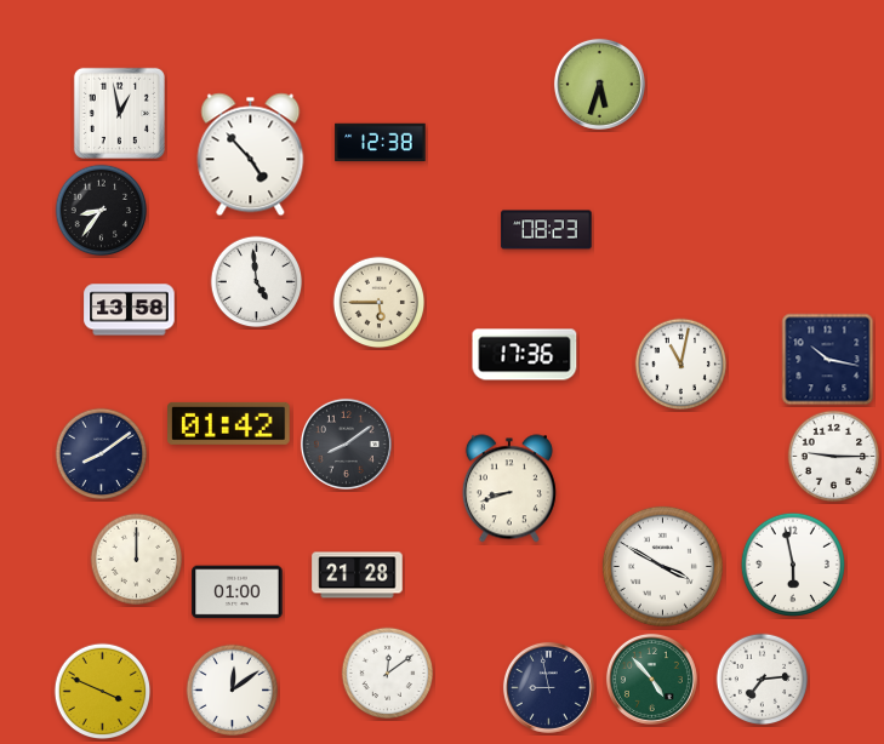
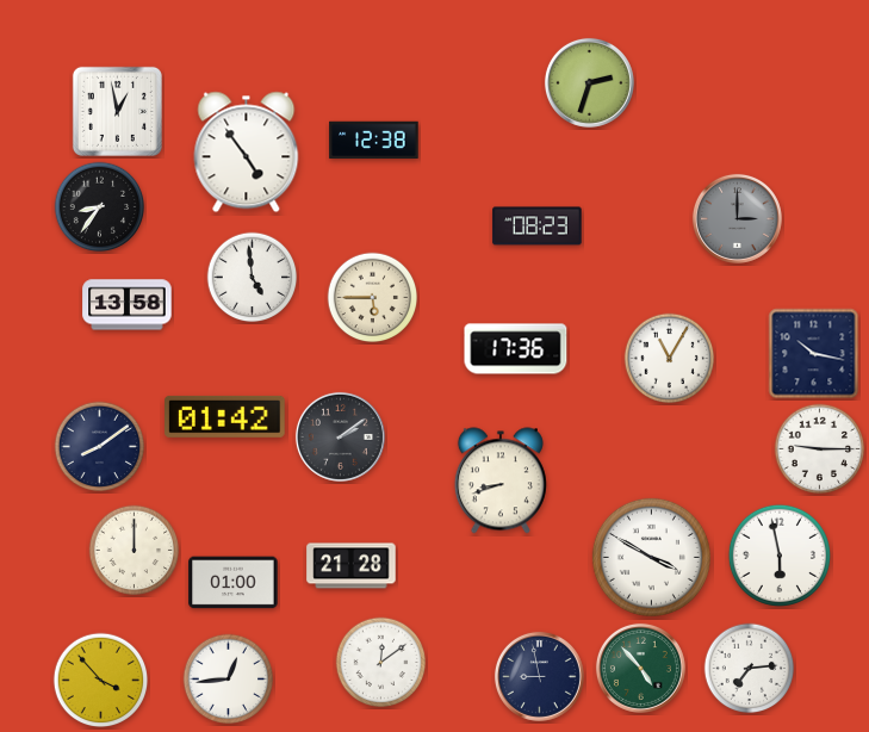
clock at (599, 84): 5:33 -> 2:33
clock at (251, 155): 4:53 -> 4:54
clock at (737, 218): none -> 3:00
clock at (681, 365): 11:02 -> 11:05
clock at (346, 443): 8:09 -> 2:09
clock at (233, 691): 12:09 -> 12:44
clock at (103, 692): 3:49 -> 3:53
